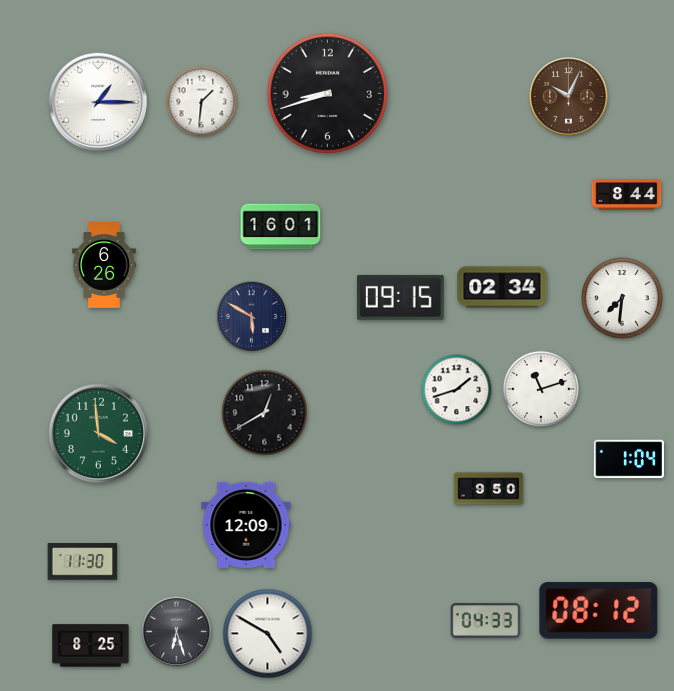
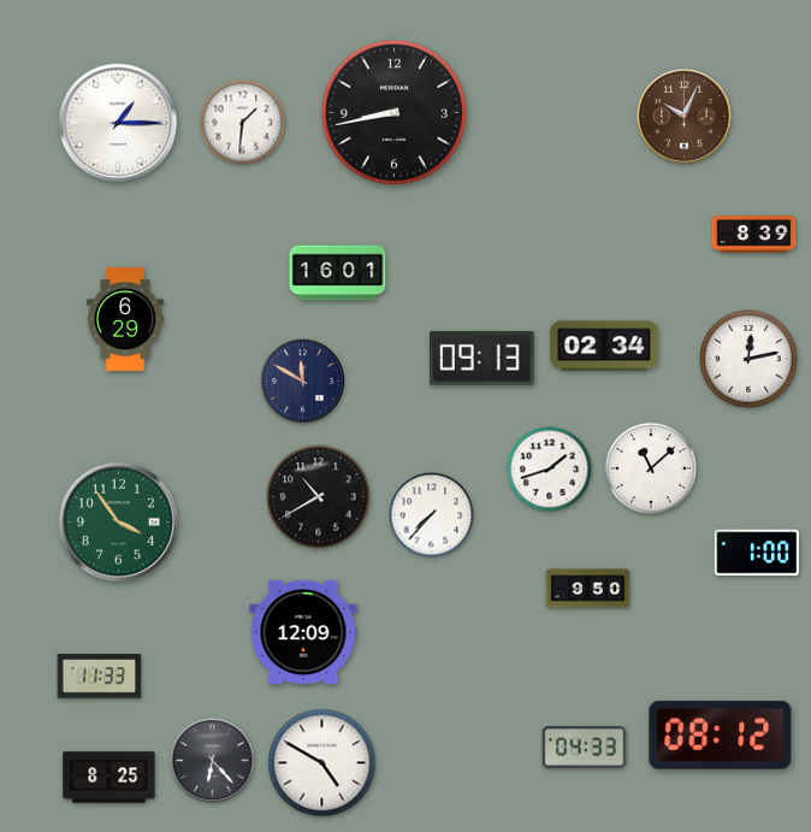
clock at (327, 93): 8:42 -> 8:43
clock at (627, 195): 8:44 -> 8:39
clock at (104, 266): 6:26 -> 6:29
clock at (400, 297): 09:15 -> 09:13
clock at (622, 298): 7:31 -> 12:13
clock at (252, 317): 5:50 -> 11:50
clock at (540, 388): 11:12 -> 11:08
clock at (265, 413): 12:40 -> 10:40
clock at (432, 515): none -> 7:37
clock at (98, 433): 3:59 -> 3:54
clock at (628, 459): 1:04 -> 1:00
clock at (246, 525) position: (246, 525) -> (303, 632)
clock at (83, 562): 11:30 -> 11:33
clock at (177, 632): 6:27 -> 6:23
